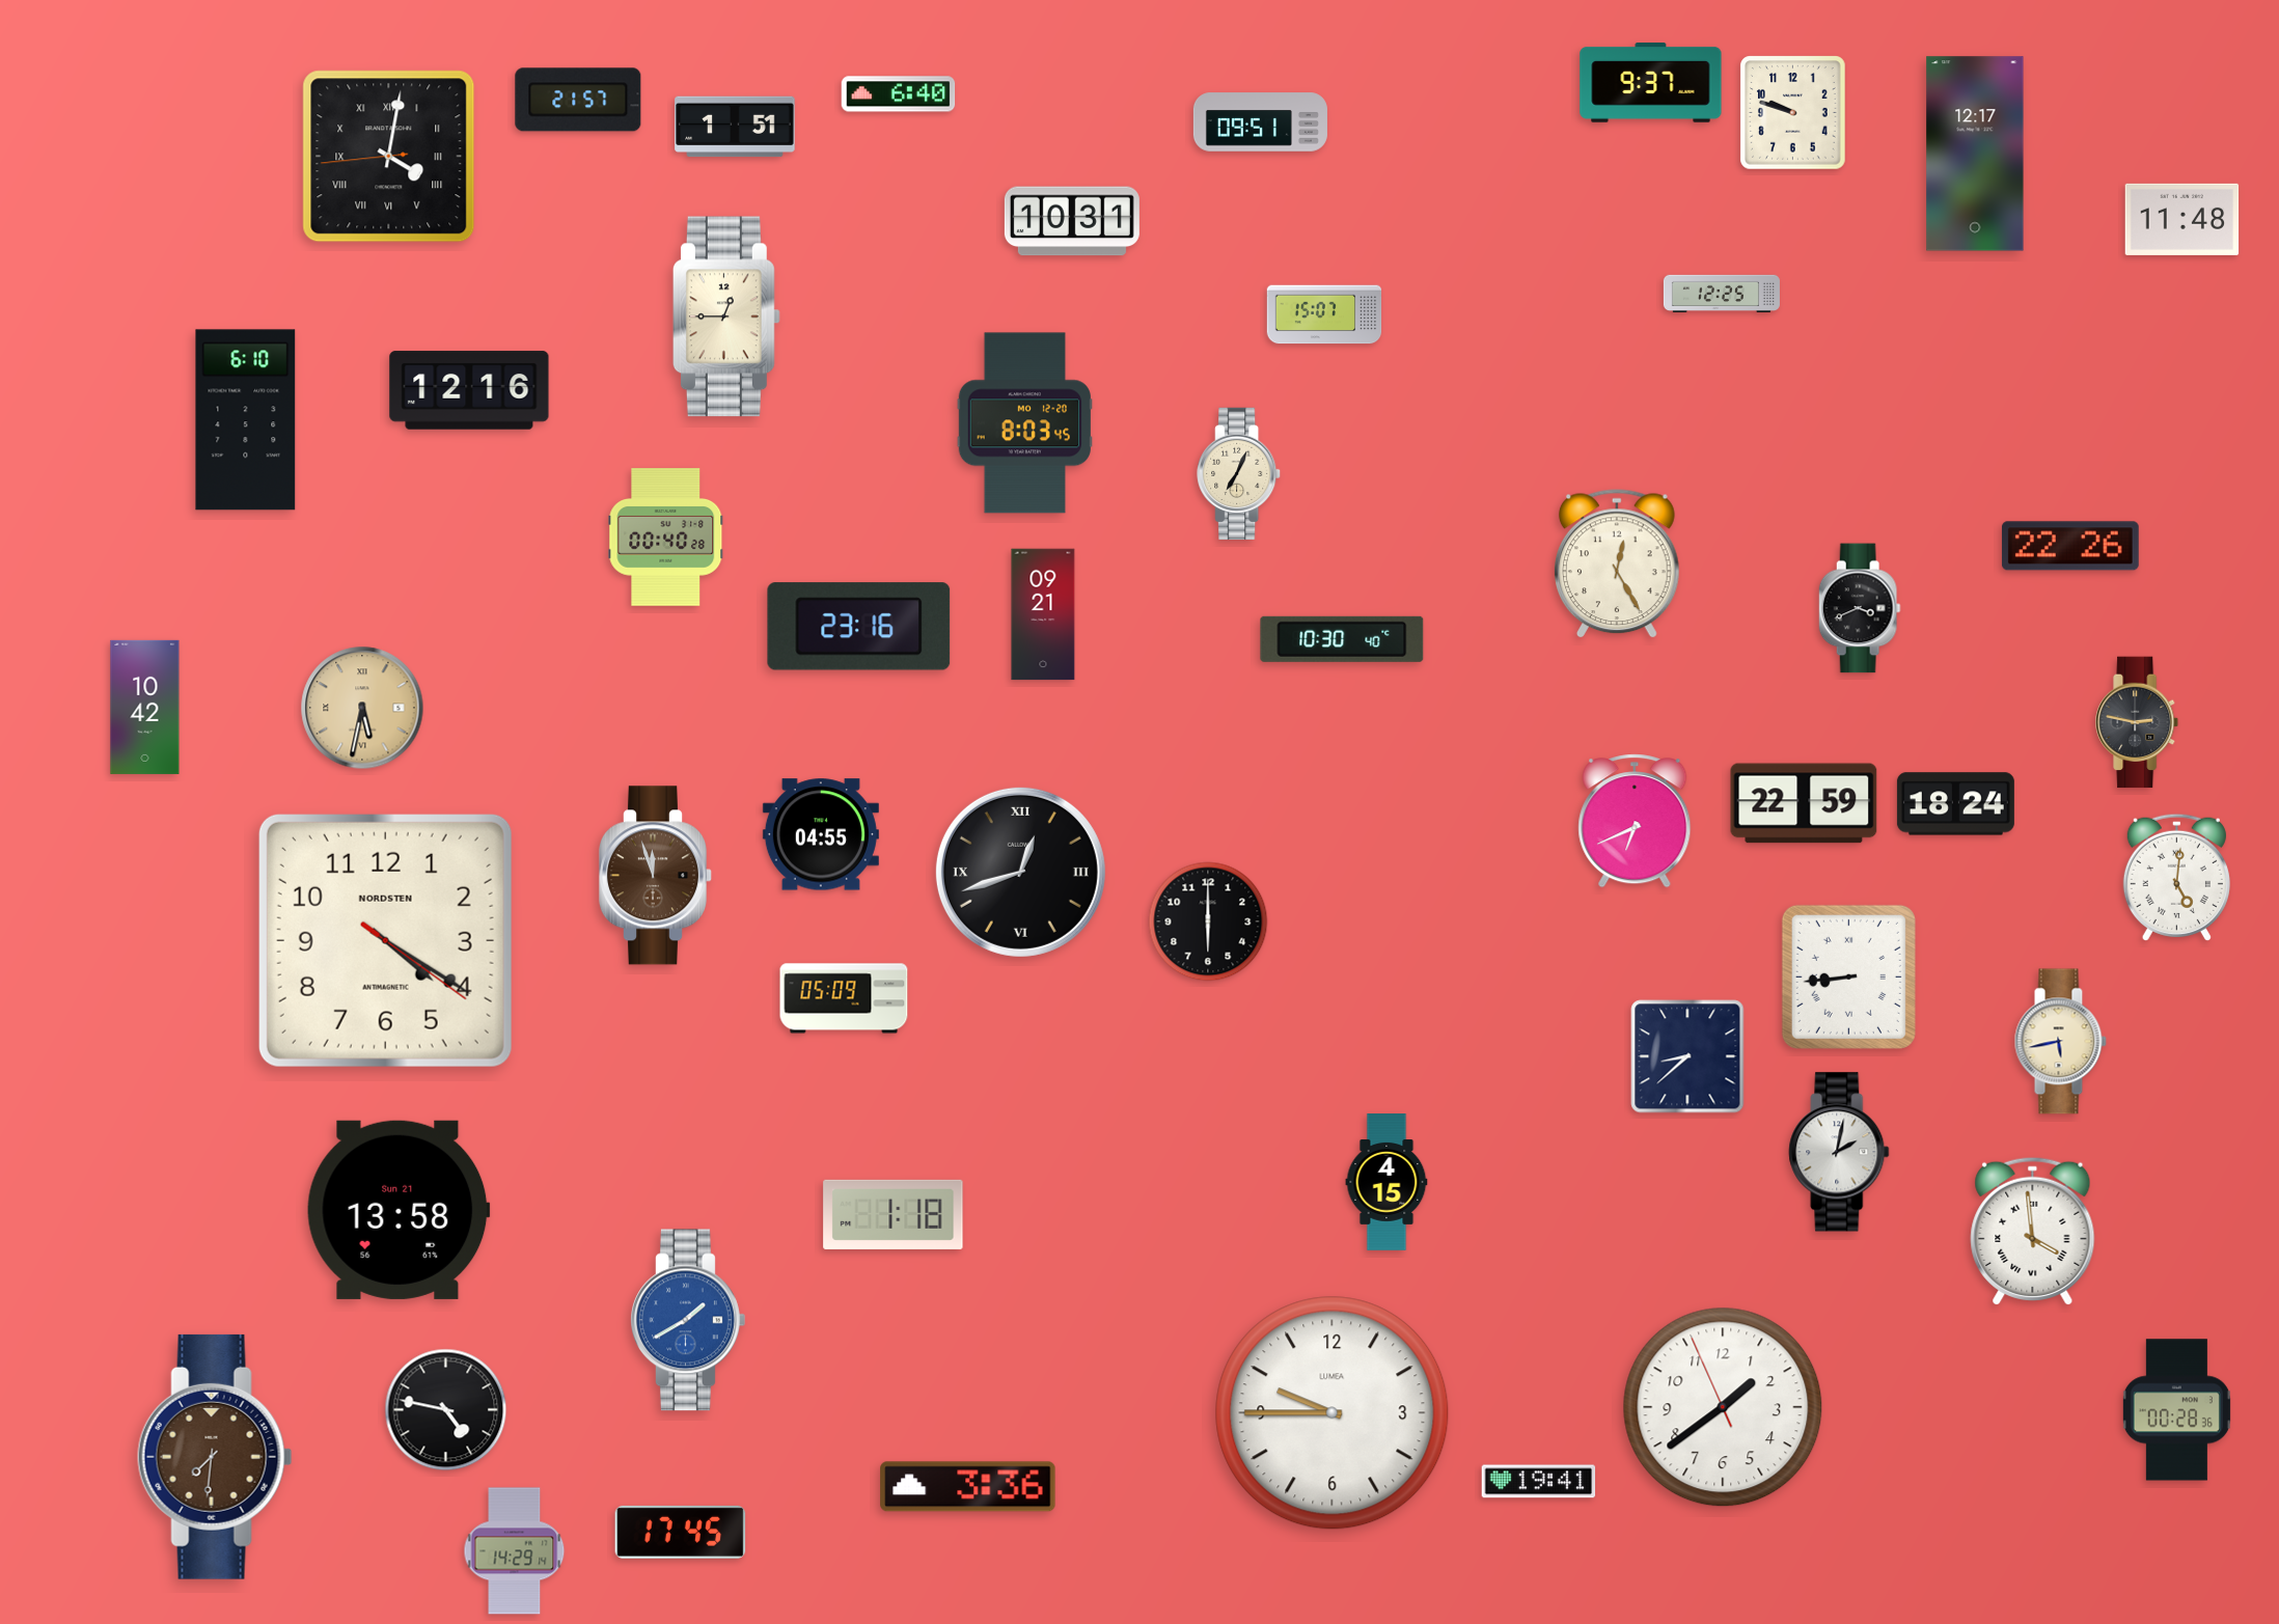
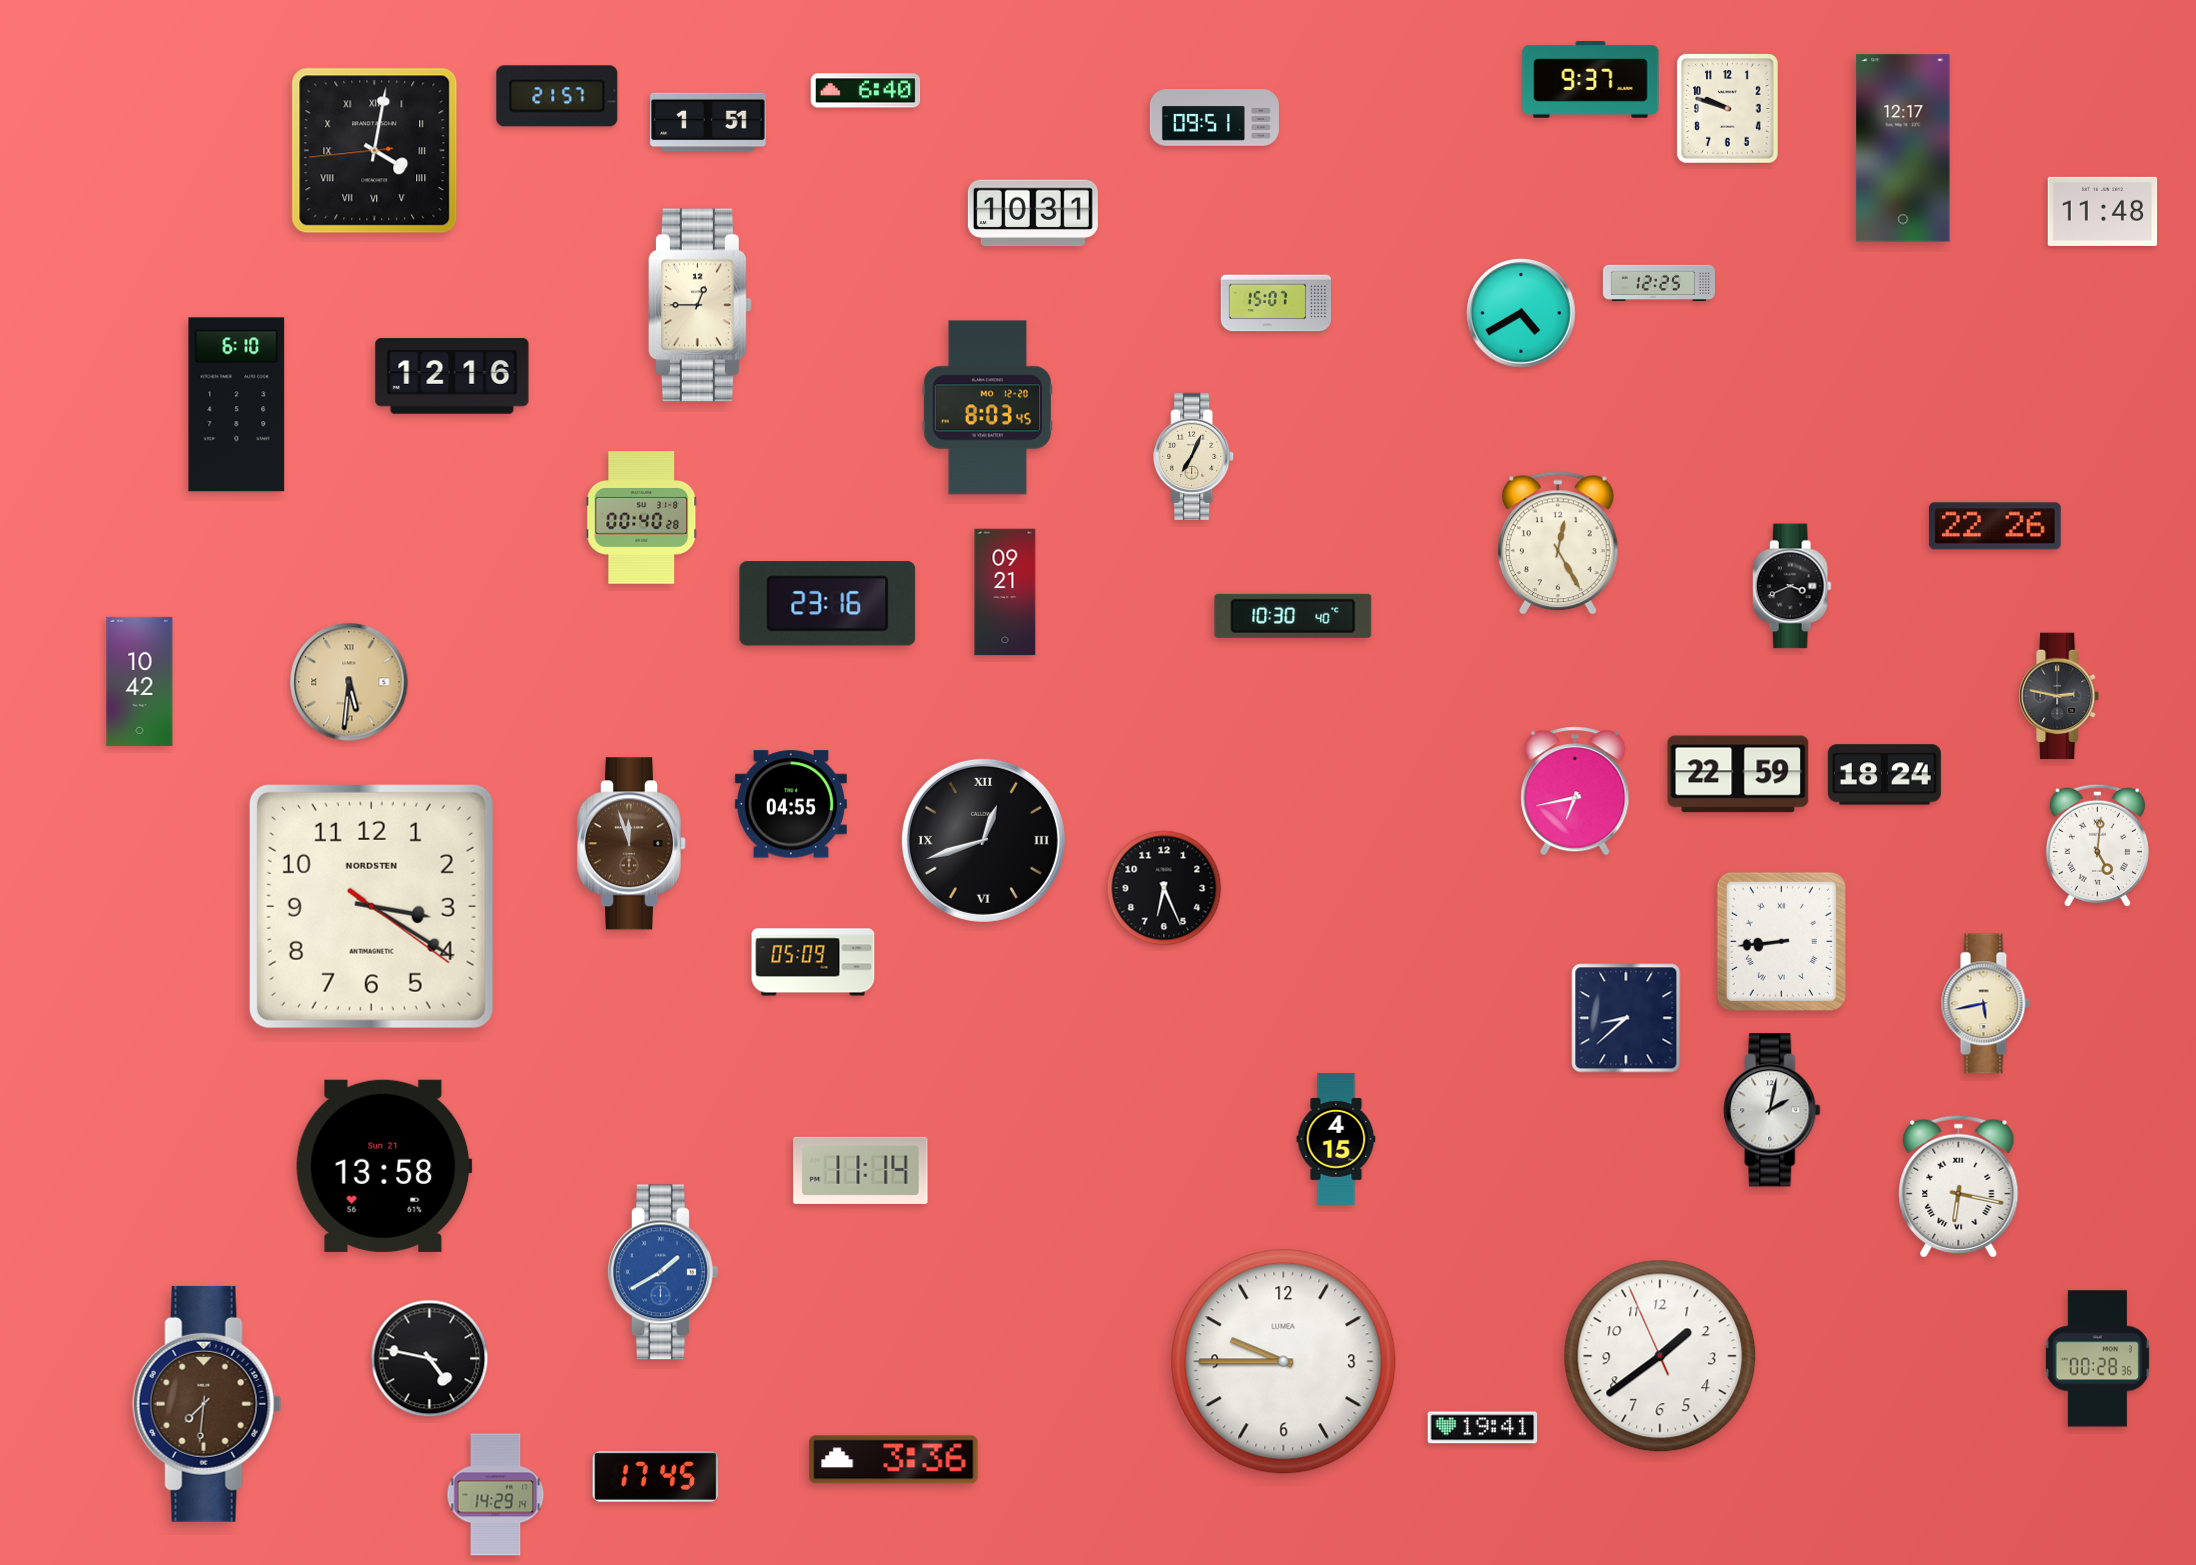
clock at (1521, 313): none -> 4:40
clock at (362, 708): 5:32 -> 5:31
clock at (1635, 821): 6:41 -> 6:43
clock at (1208, 921): 6:00 -> 6:26
clock at (385, 940): 4:20 -> 3:20
clock at (894, 1214): 1:18 -> 11:14
clock at (2033, 1231): 3:59 -> 6:17
clock at (968, 1487) position: (968, 1487) -> (894, 1460)
